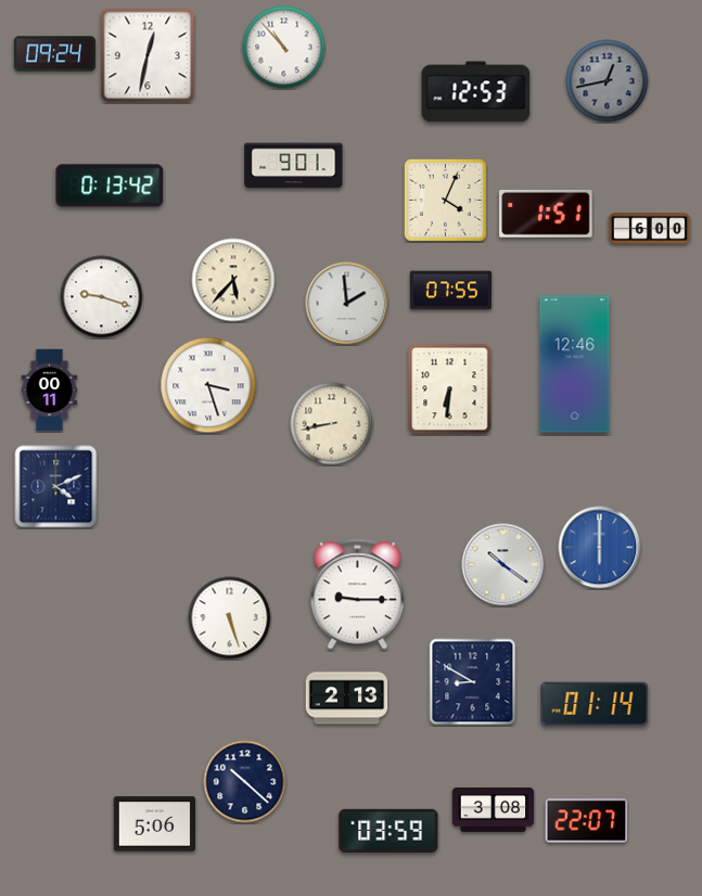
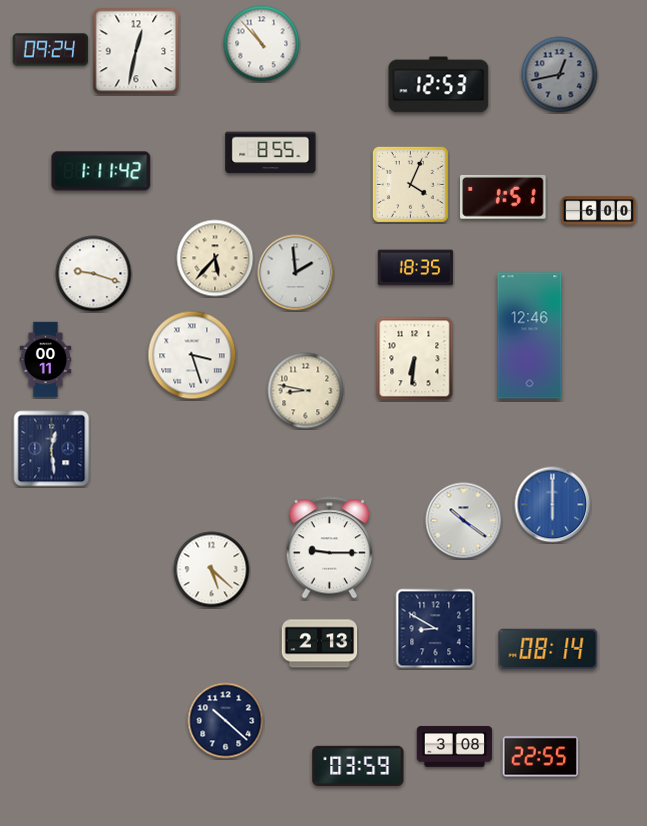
clock at (294, 166): 9:01 -> 8:55
clock at (110, 185): 0:13 -> 1:11
clock at (451, 291): 07:55 -> 18:35
clock at (347, 304) position: (347, 304) -> (296, 273)
clock at (332, 424): 8:43 -> 8:47
clock at (56, 487): 4:11 -> 12:29
clock at (230, 618): 5:27 -> 5:22
clock at (595, 704): 01:14 -> 08:14
clock at (587, 821): 22:07 -> 22:55
clock at (155, 824): 5:06 -> none
